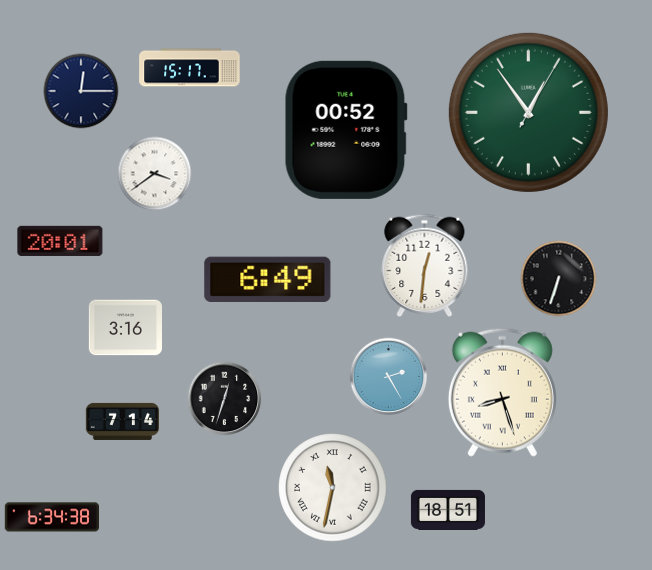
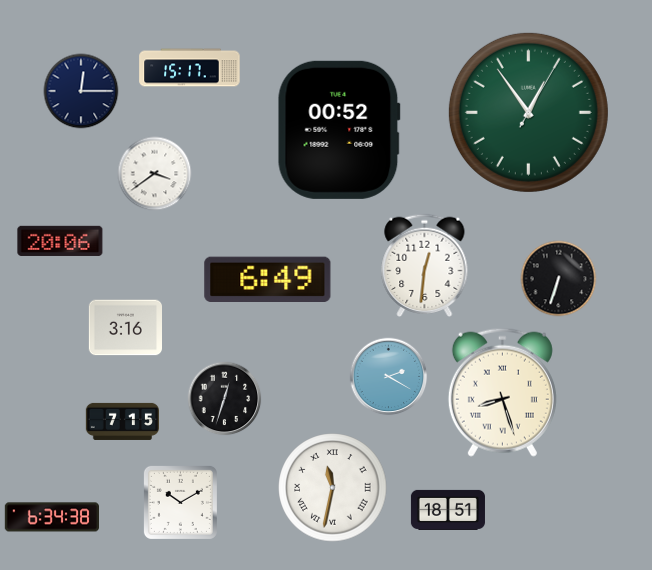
clock at (346, 130) position: (346, 130) -> (339, 130)
clock at (60, 241): 20:01 -> 20:06
clock at (389, 377): 2:25 -> 2:20
clock at (122, 421): 7:14 -> 7:15
clock at (180, 502): none -> 10:10
